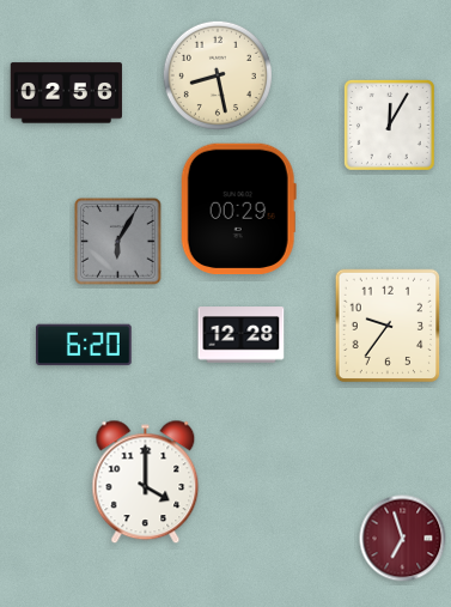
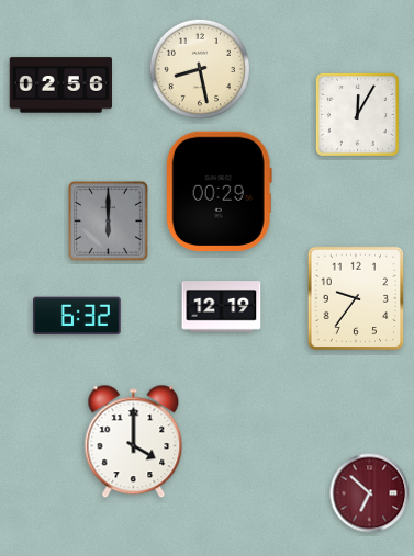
clock at (118, 242): 6:05 -> 6:00
clock at (242, 335): 12:28 -> 12:19
clock at (85, 345): 6:20 -> 6:32
clock at (403, 539): 6:57 -> 6:52
